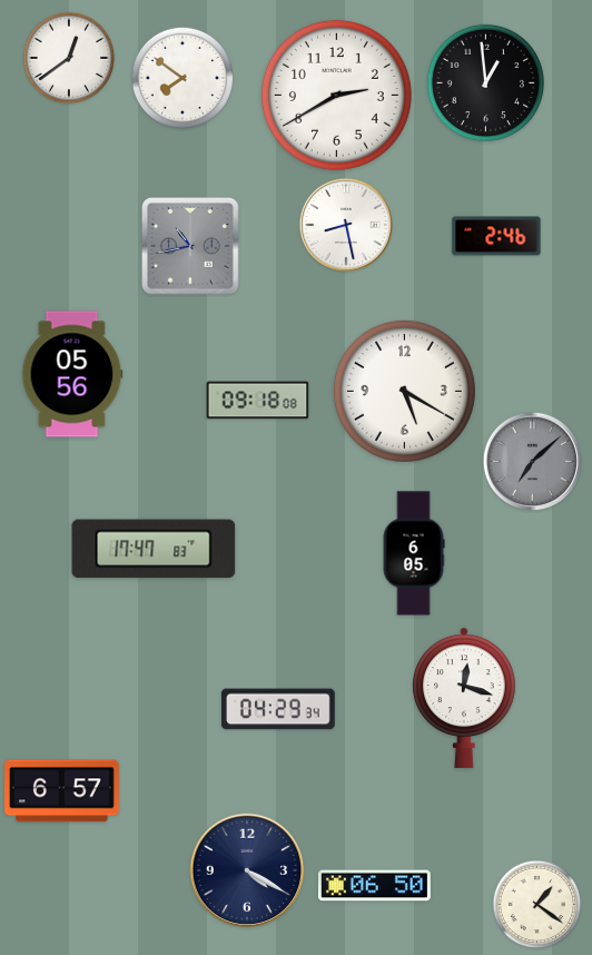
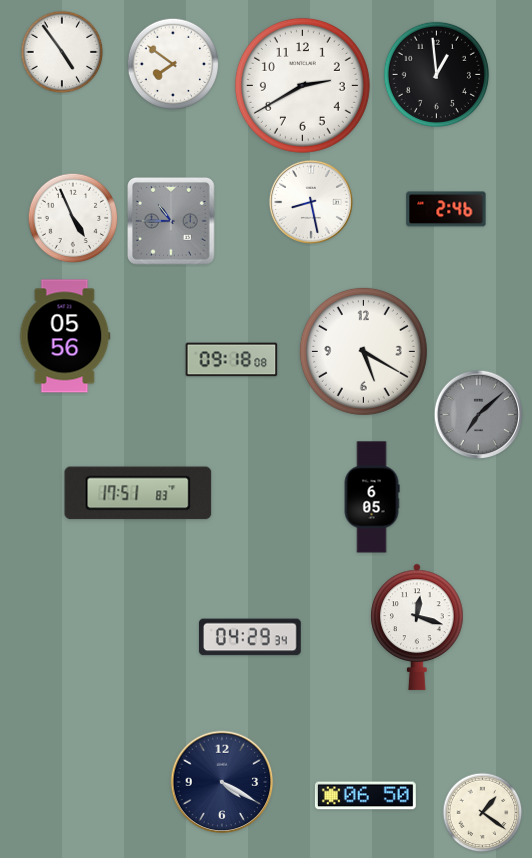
clock at (69, 58): 12:39 -> 4:54
clock at (182, 78) position: (182, 78) -> (173, 64)
clock at (496, 236) position: (496, 236) -> (446, 209)
clock at (73, 218): none -> 4:56
clock at (190, 246): 10:43 -> 10:45
clock at (154, 549): 17:47 -> 17:51
clock at (62, 791): 6:57 -> none
clock at (374, 886) position: (374, 886) -> (365, 796)
